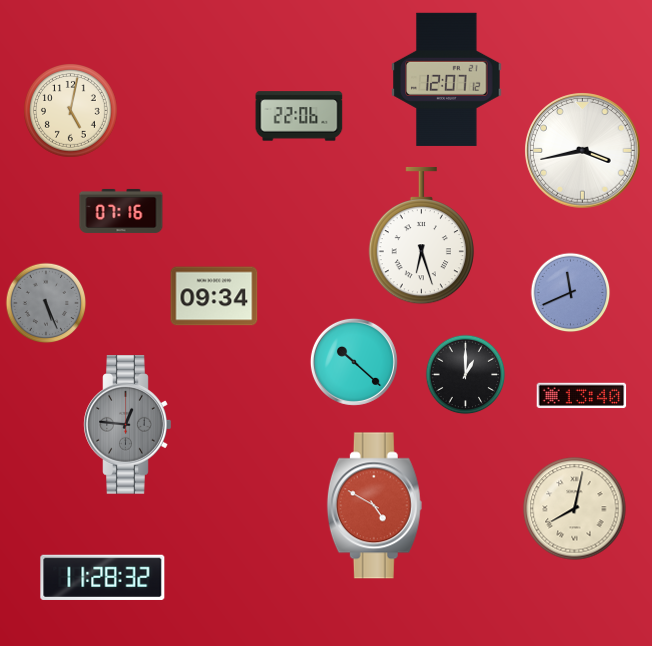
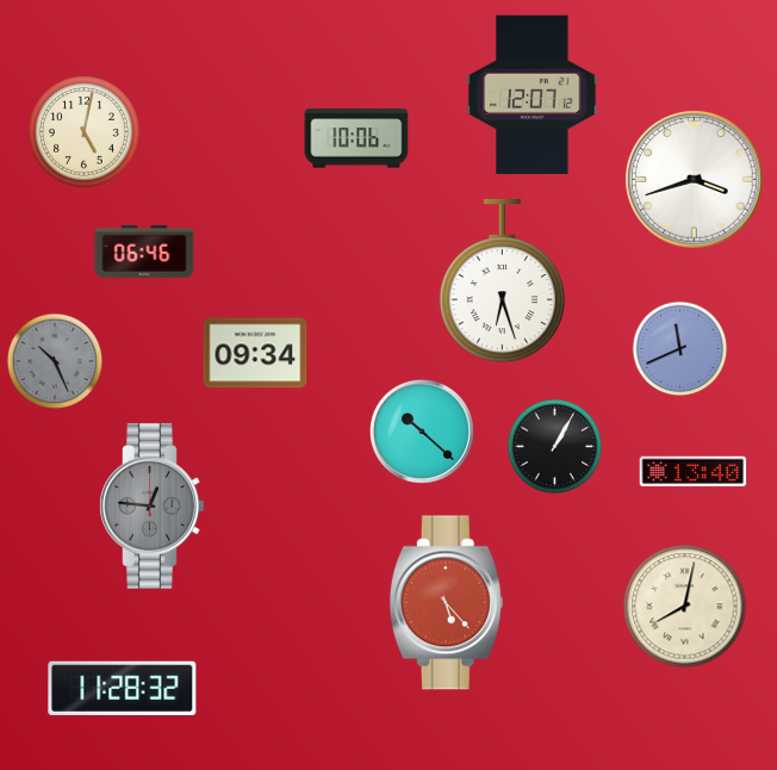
clock at (299, 116): 22:06 -> 10:06
clock at (583, 151): 3:43 -> 3:42
clock at (121, 211): 07:16 -> 06:46
clock at (46, 303): 5:26 -> 10:26
clock at (466, 375): 1:00 -> 1:05
clock at (374, 506): 4:50 -> 5:23
